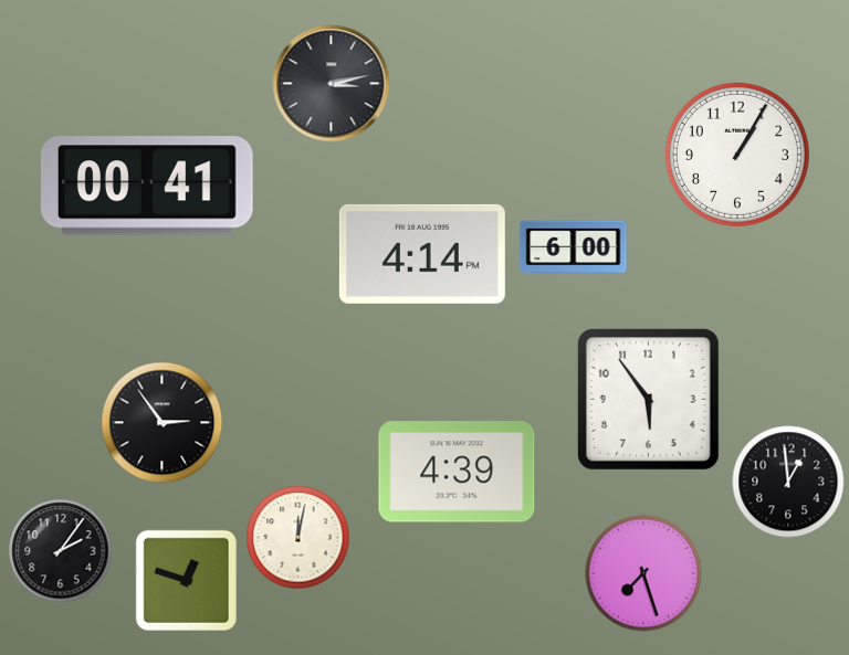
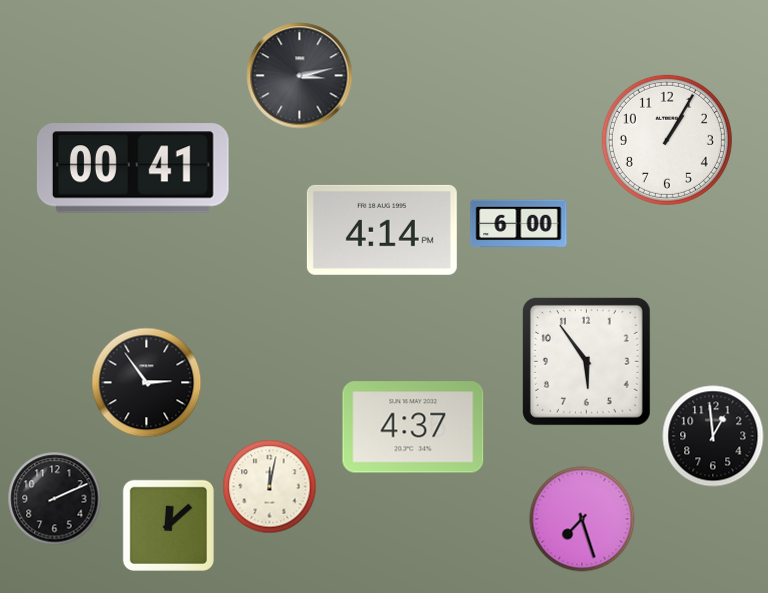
clock at (457, 472): 4:39 -> 4:37
clock at (61, 551): 2:06 -> 2:11
clock at (186, 580): 12:48 -> 12:08
